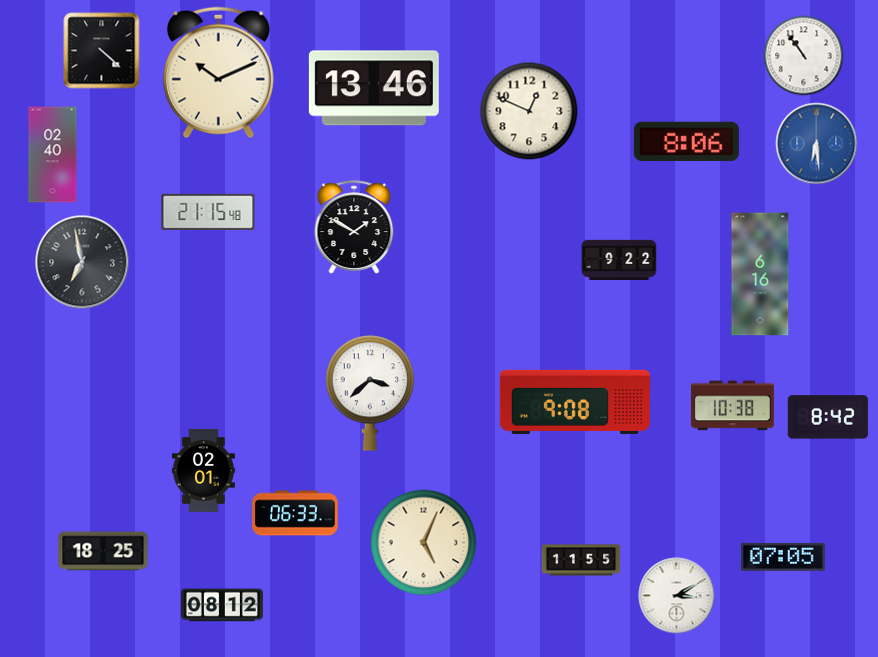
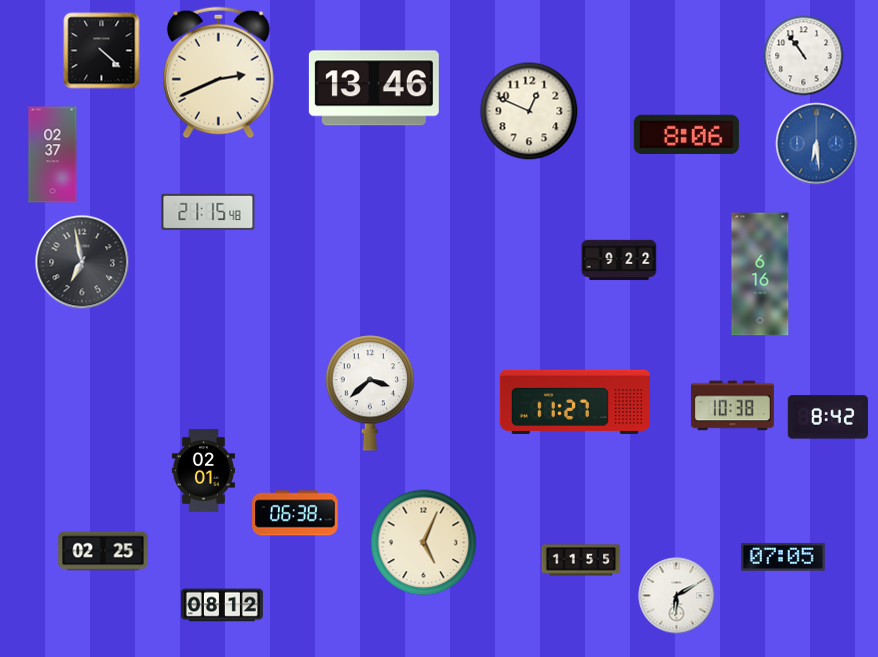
clock at (218, 73): 10:11 -> 2:41
clock at (686, 141) position: (686, 141) -> (686, 134)
clock at (53, 155): 02:40 -> 02:37
clock at (354, 227): 1:50 -> none
clock at (574, 402): 9:08 -> 11:27
clock at (295, 513): 06:33 -> 06:38
clock at (103, 551): 18:25 -> 02:25
clock at (677, 596): 3:10 -> 6:10
